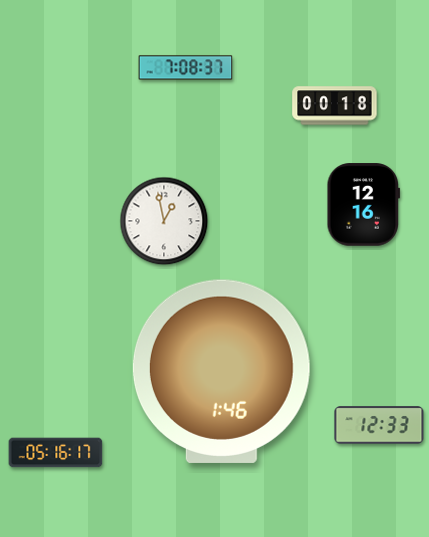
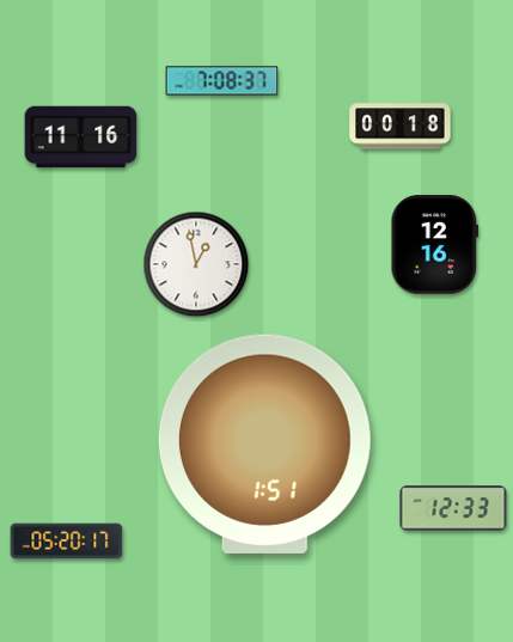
clock at (81, 137): none -> 11:16
clock at (221, 371): 1:46 -> 1:51
clock at (56, 453): 05:16 -> 05:20
